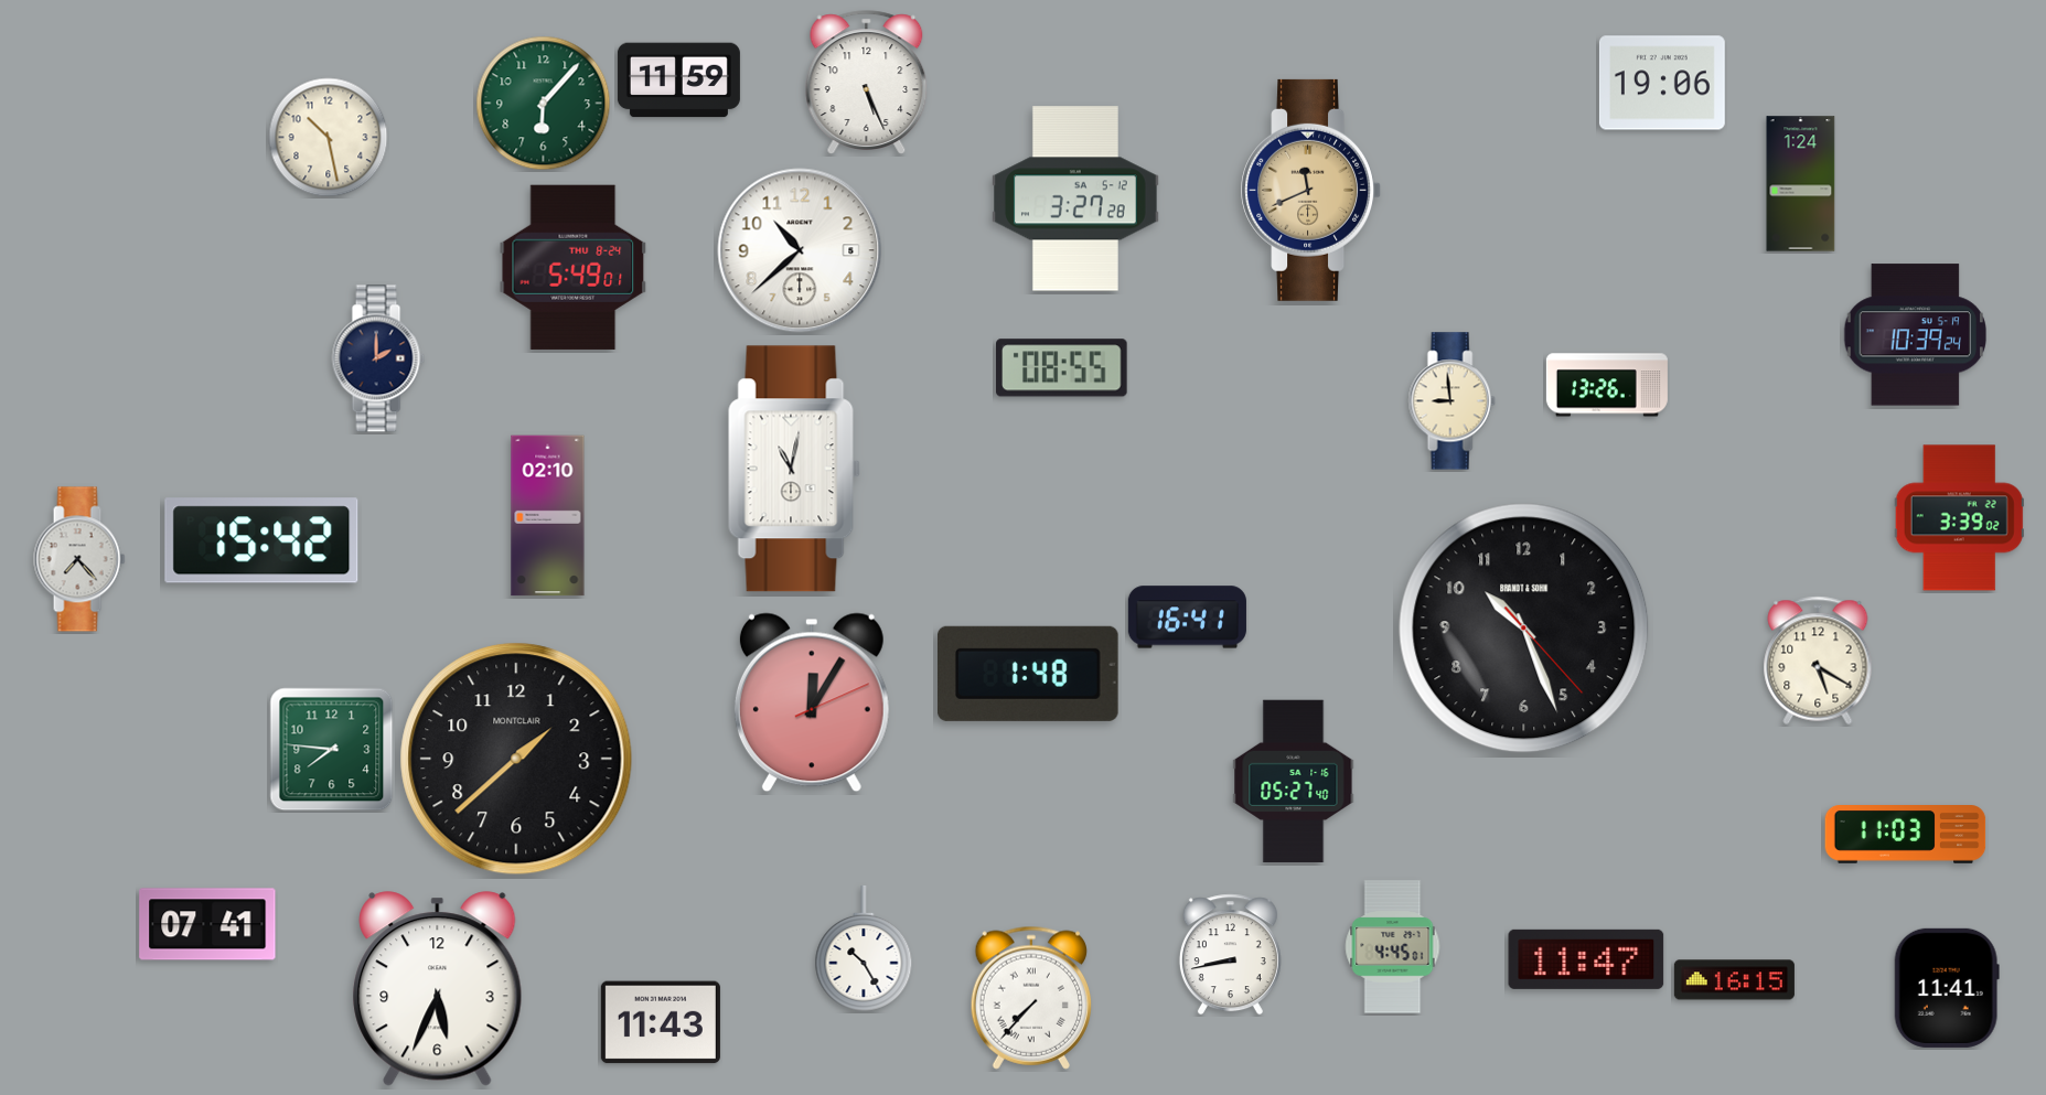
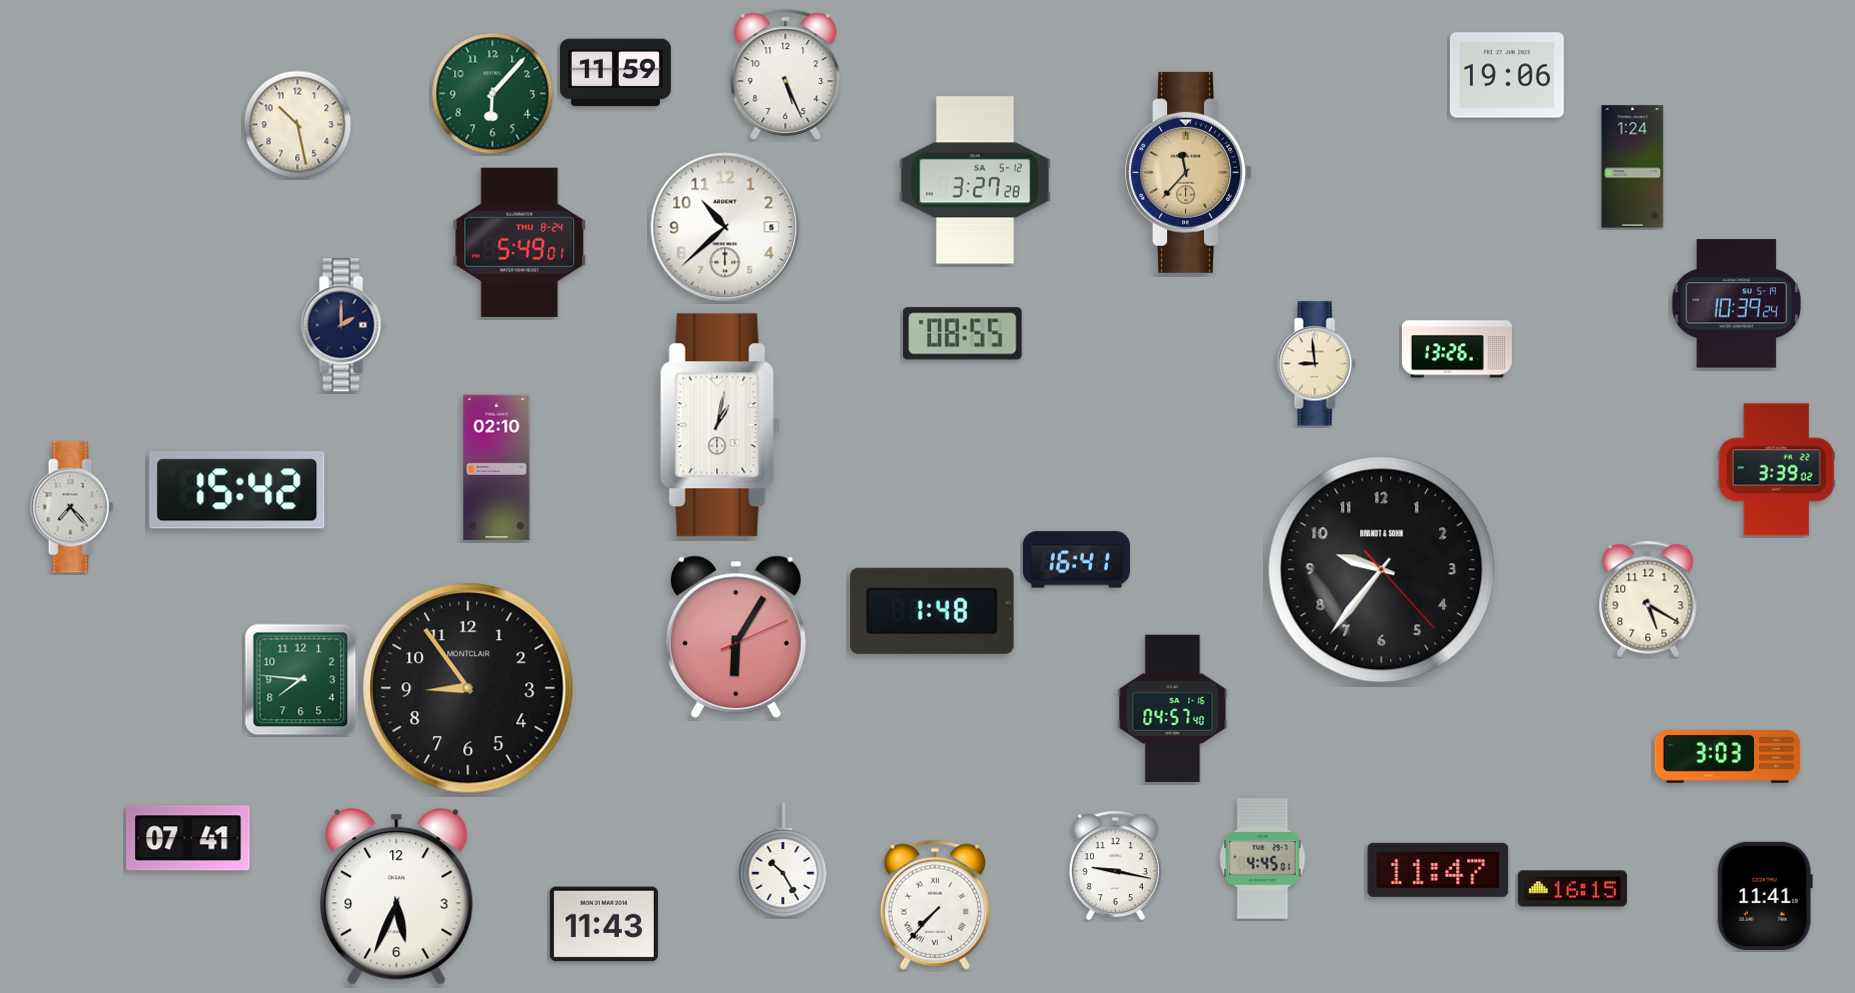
clock at (1311, 190): 11:41 -> 11:37
clock at (794, 469): 11:02 -> 1:02
clock at (1524, 629): 10:26 -> 9:36
clock at (812, 702): 12:05 -> 6:05
clock at (516, 759): 1:38 -> 8:54
clock at (1294, 782): 05:27 -> 04:57
clock at (1906, 835): 11:03 -> 3:03
clock at (1230, 955): 8:43 -> 9:17
clock at (661, 1022) position: (661, 1022) -> (604, 924)
